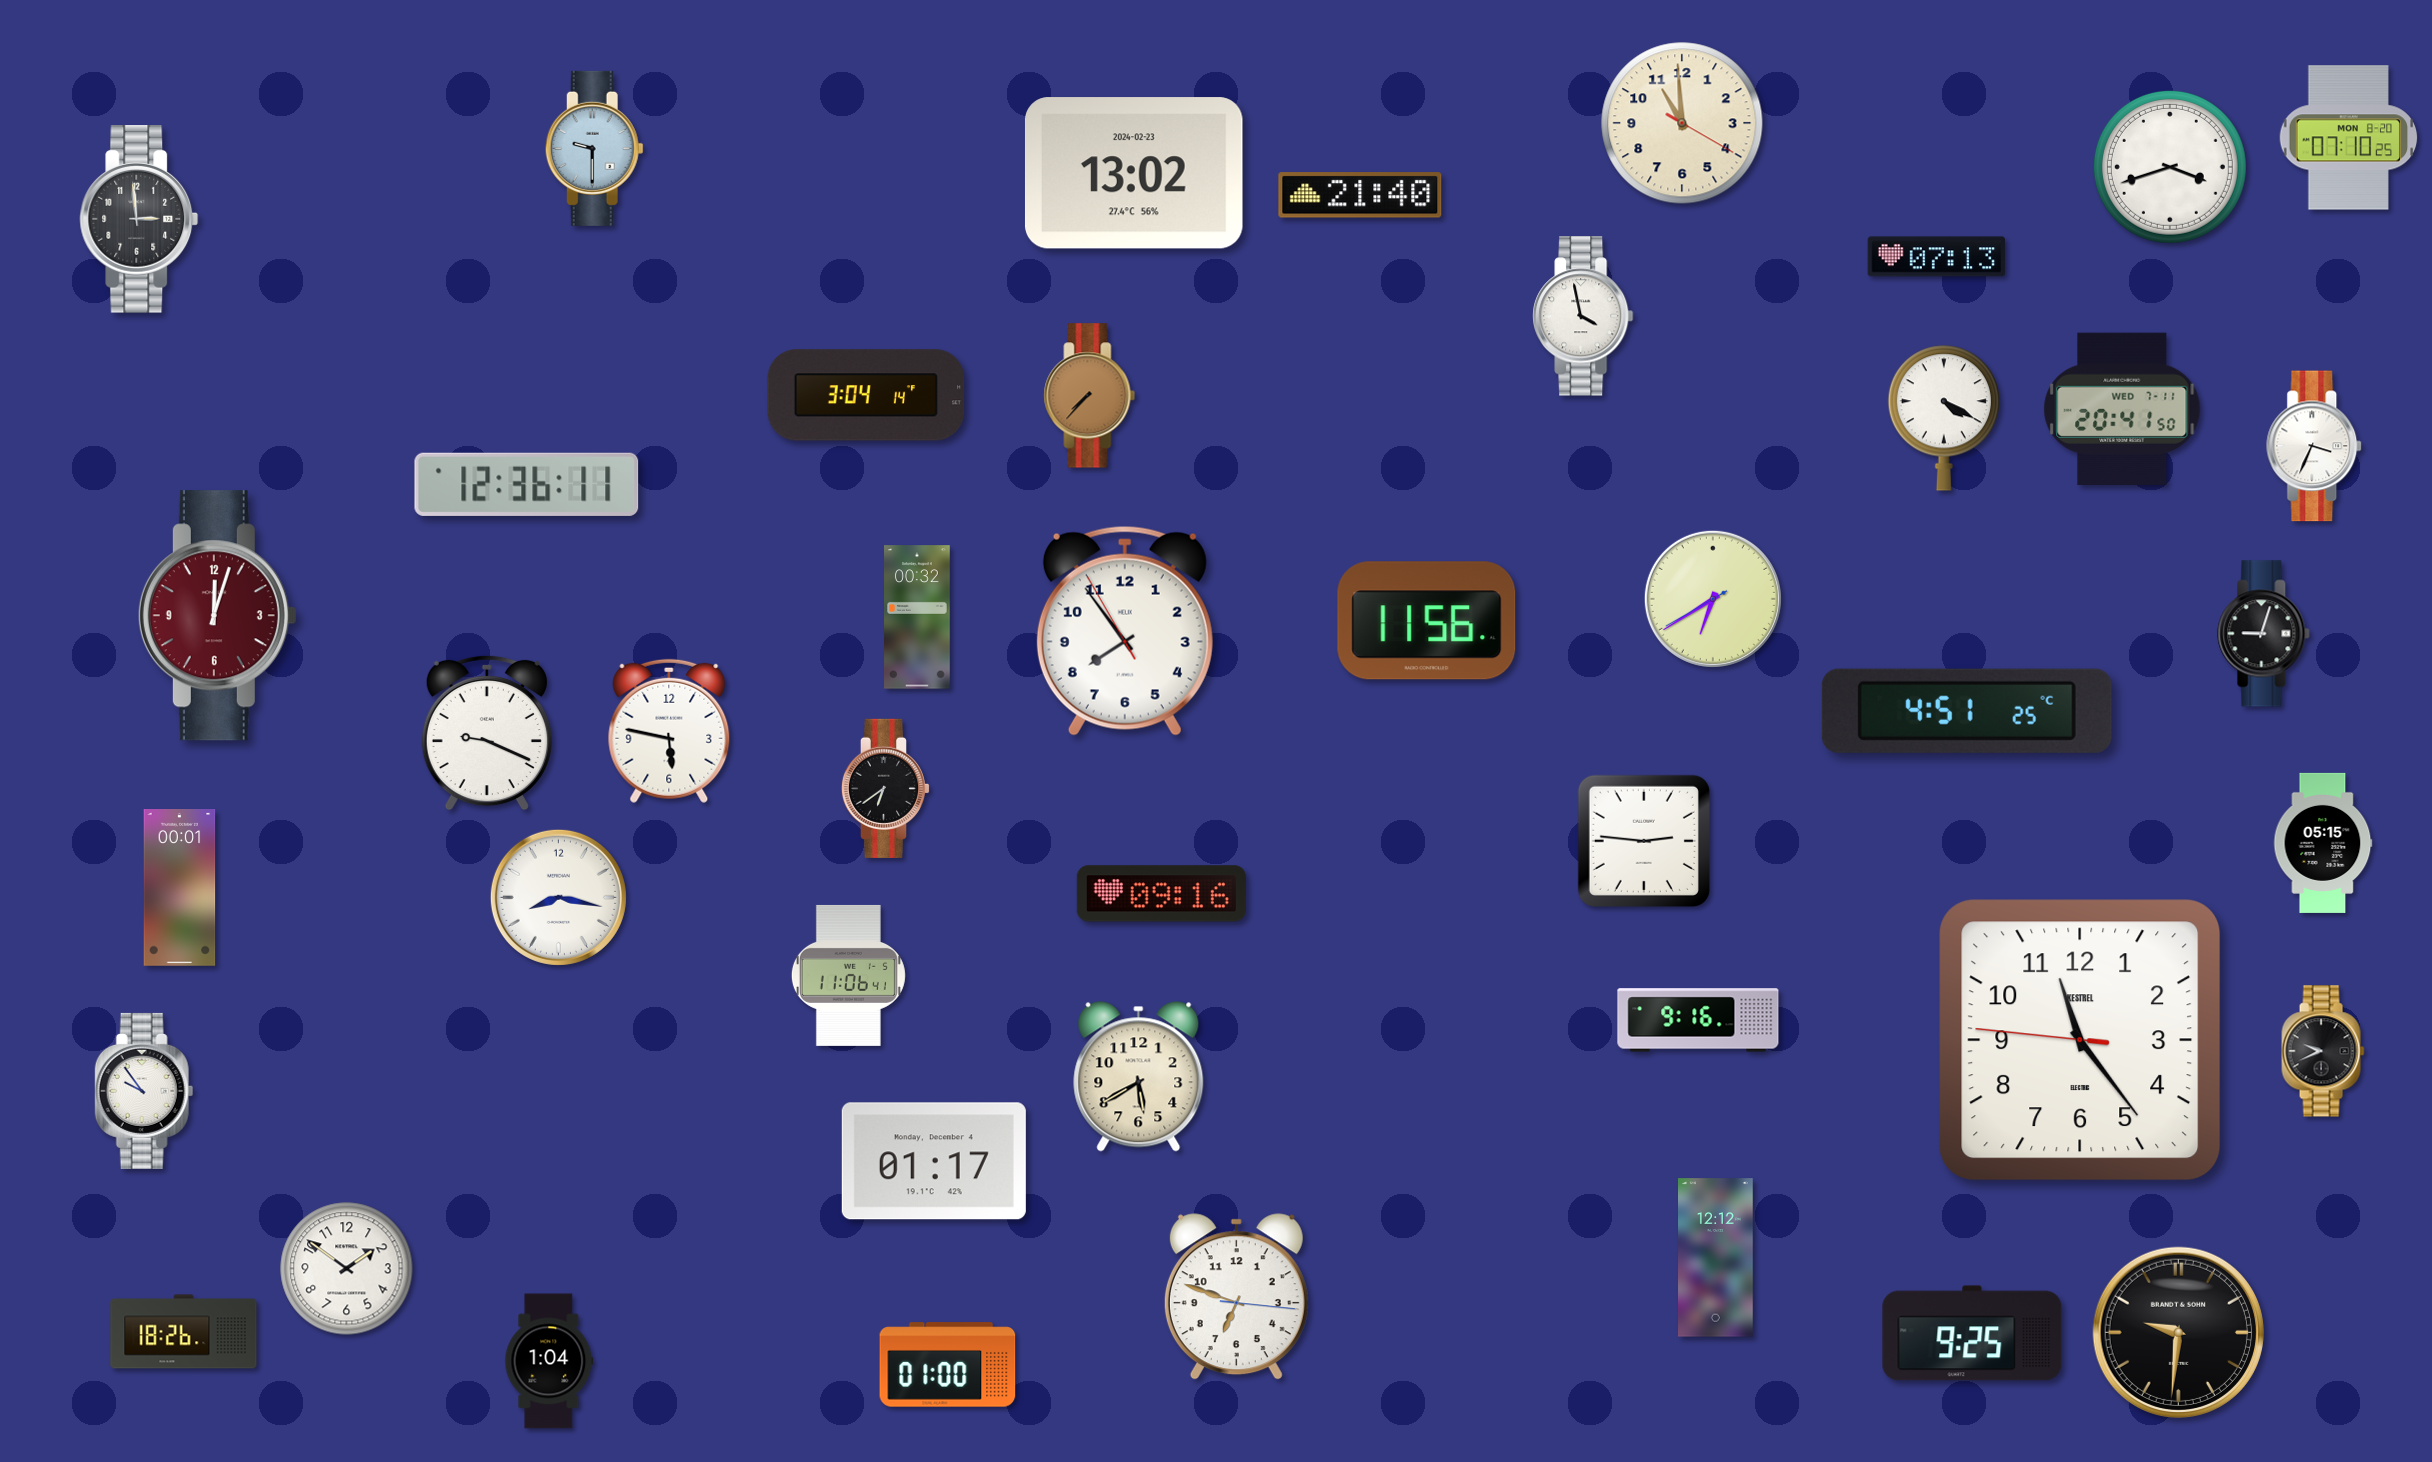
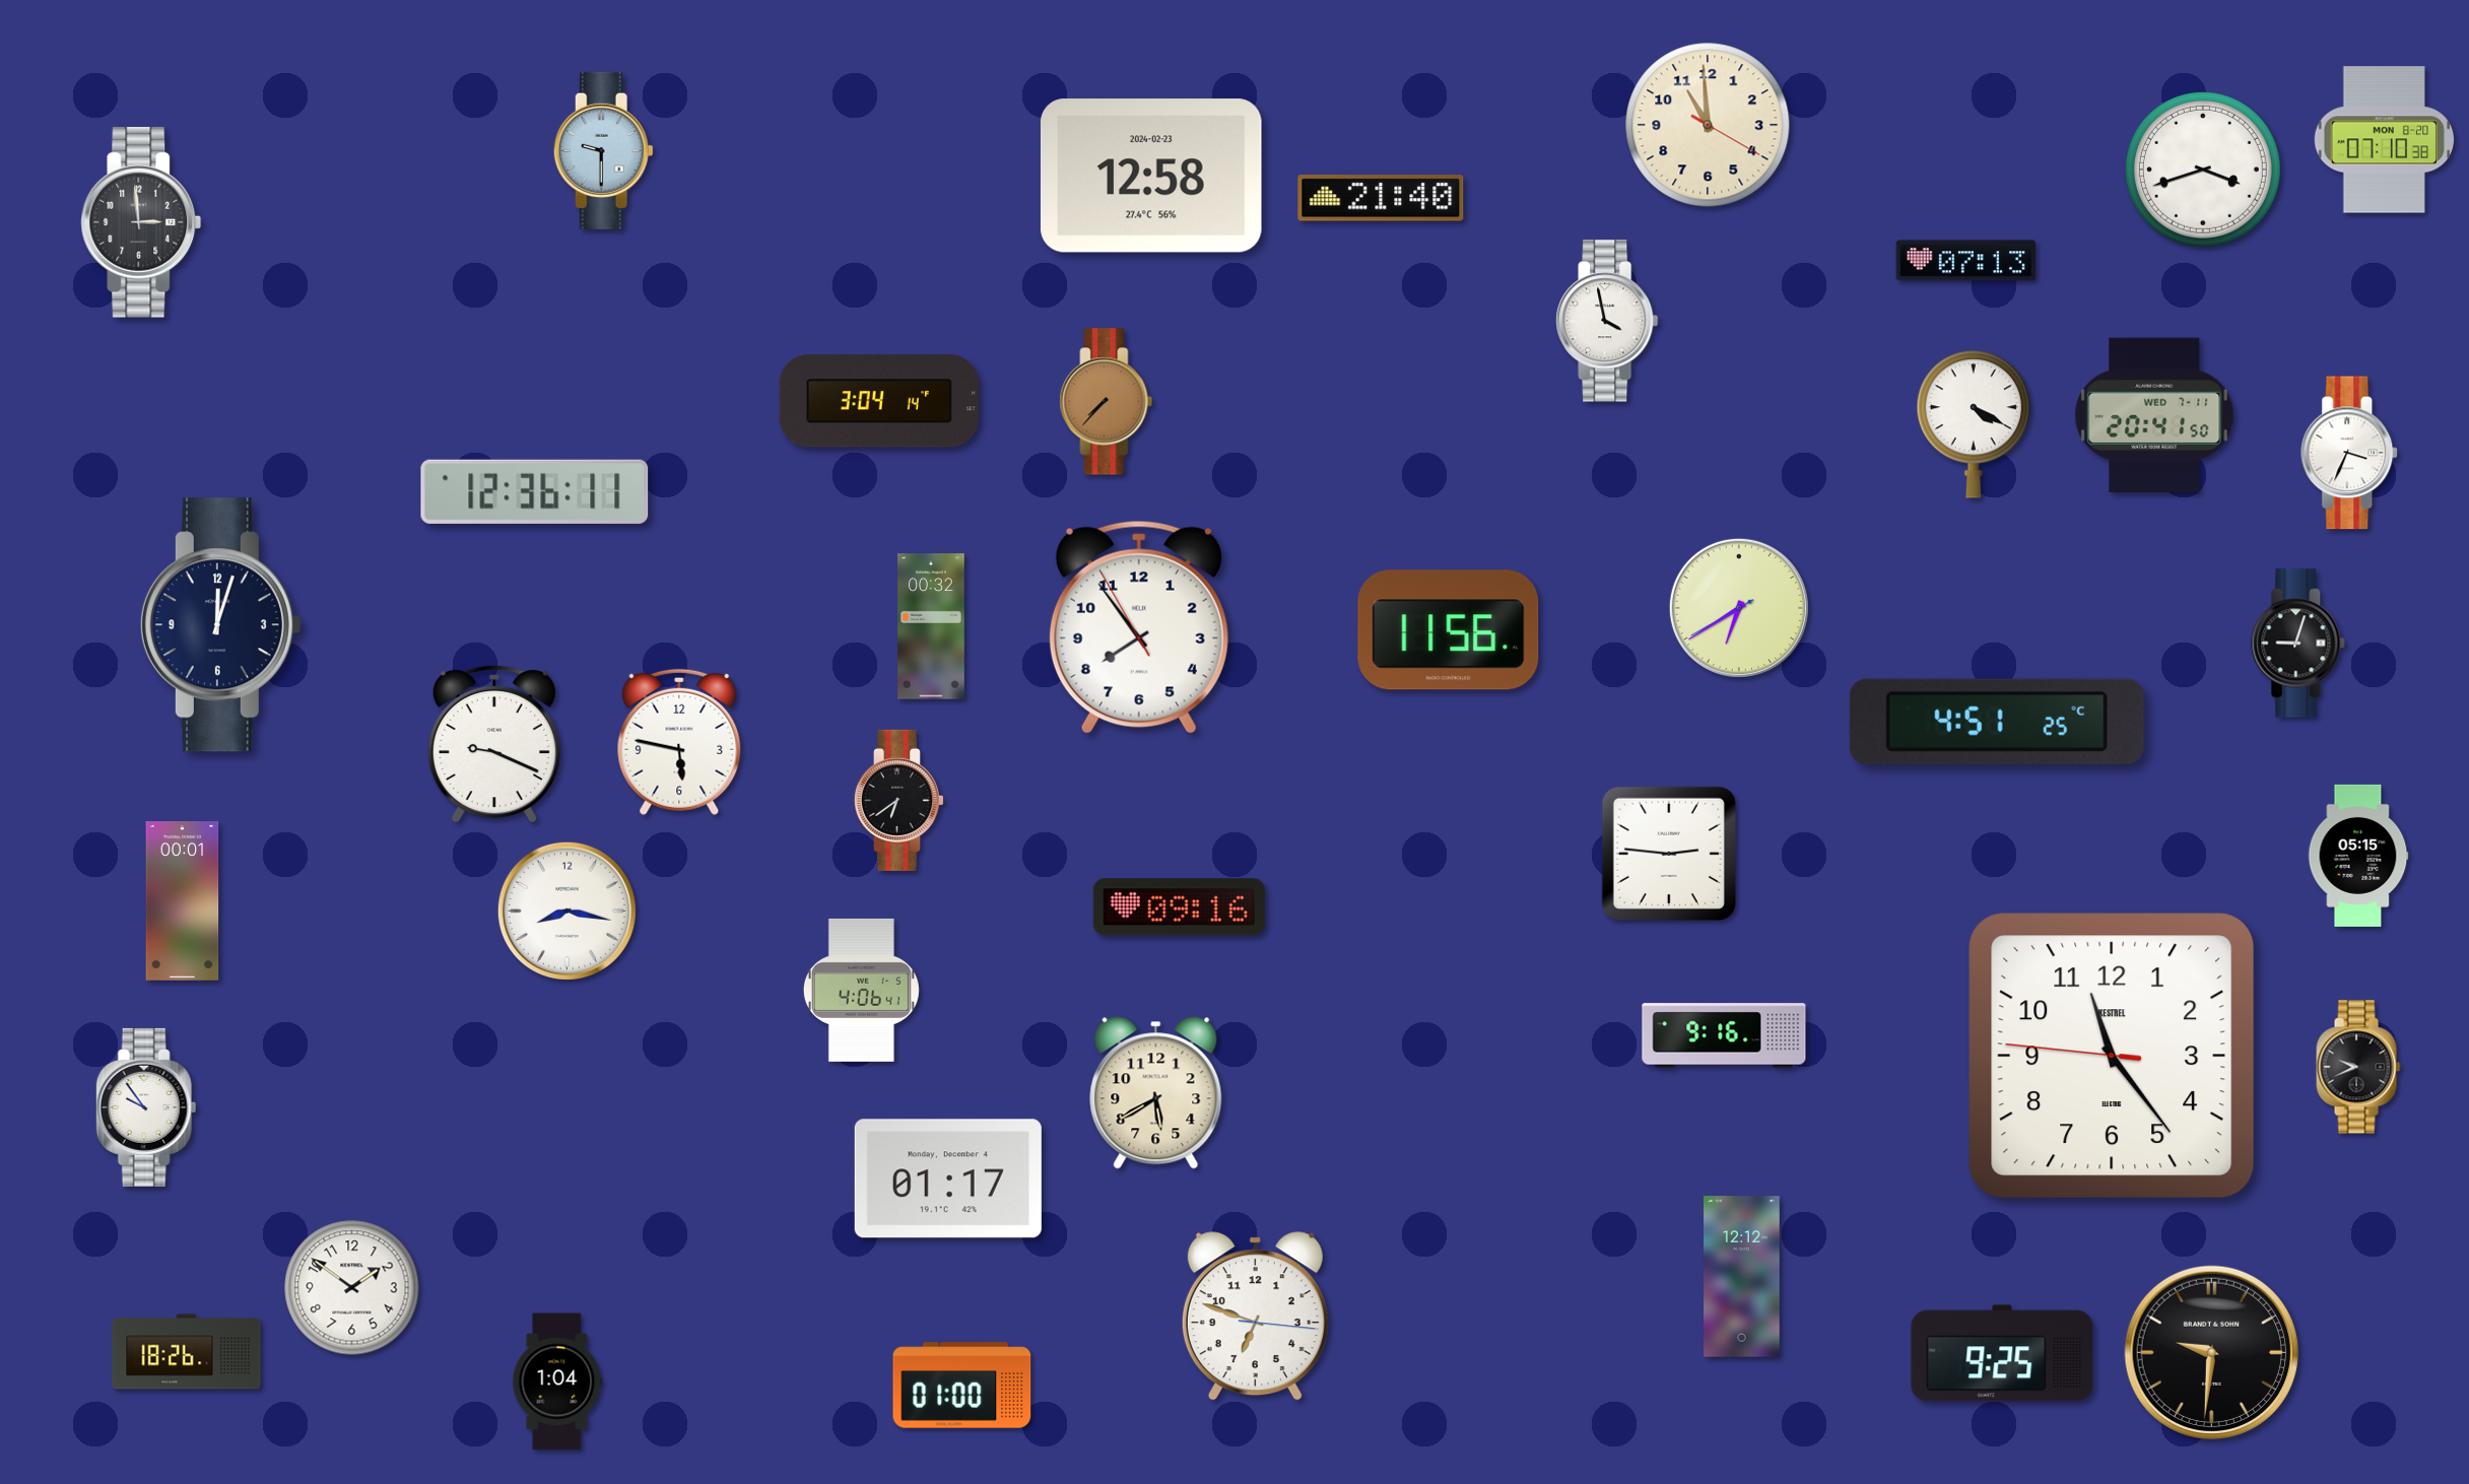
clock at (2349, 138): 07:10:25 -> 07:10:38
clock at (1134, 173): 13:02 -> 12:58
clock at (217, 616) dial: burgundy -> navy
clock at (1125, 631) position: (1125, 631) -> (1139, 627)
clock at (848, 975): 11:06 -> 4:06
